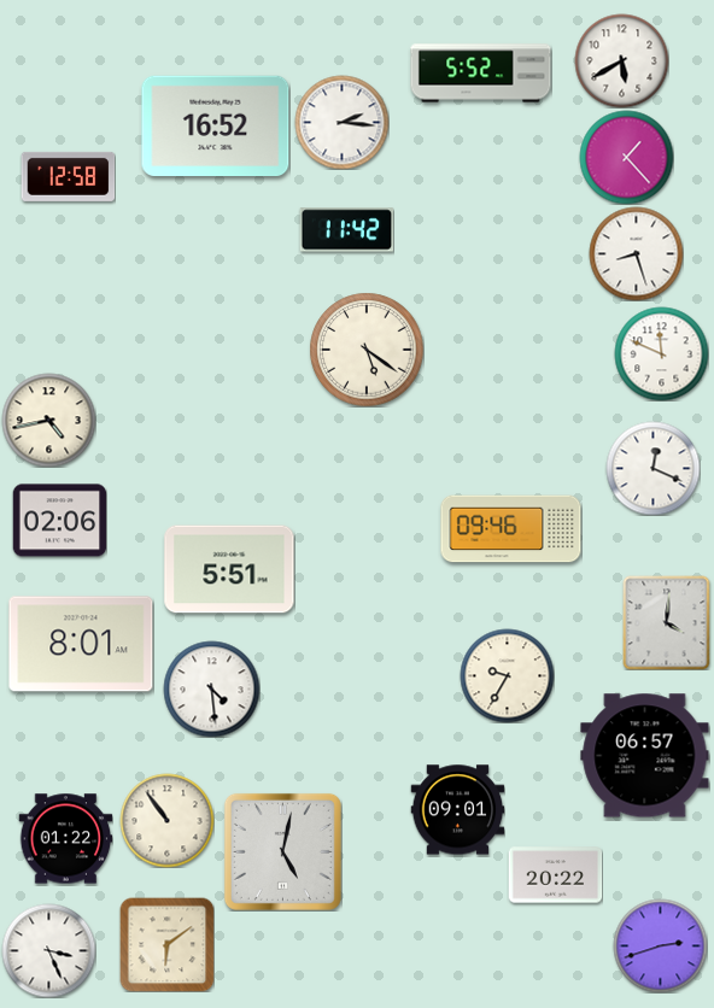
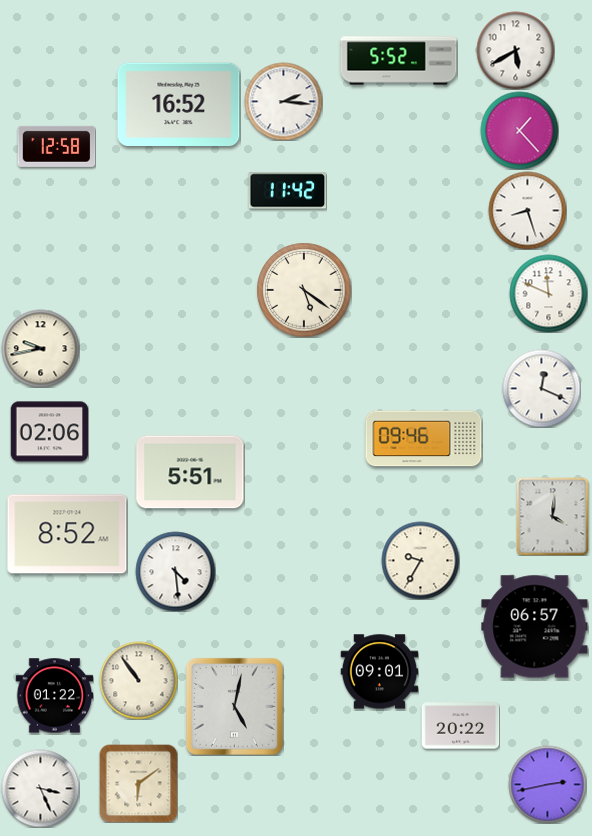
clock at (48, 420): 4:43 -> 9:43
clock at (81, 644): 8:01 -> 8:52
clock at (660, 945): 2:42 -> 2:43
